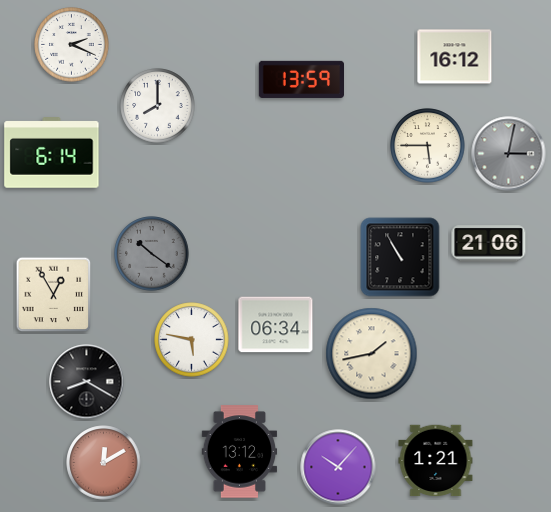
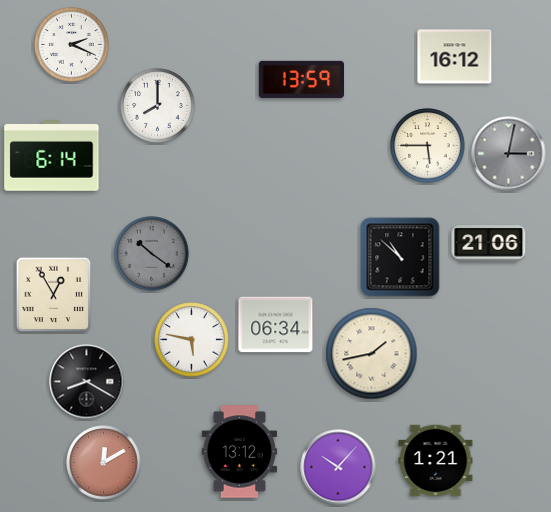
clock at (52, 153) position: (52, 153) -> (52, 156)
clock at (400, 257): 10:55 -> 10:52
